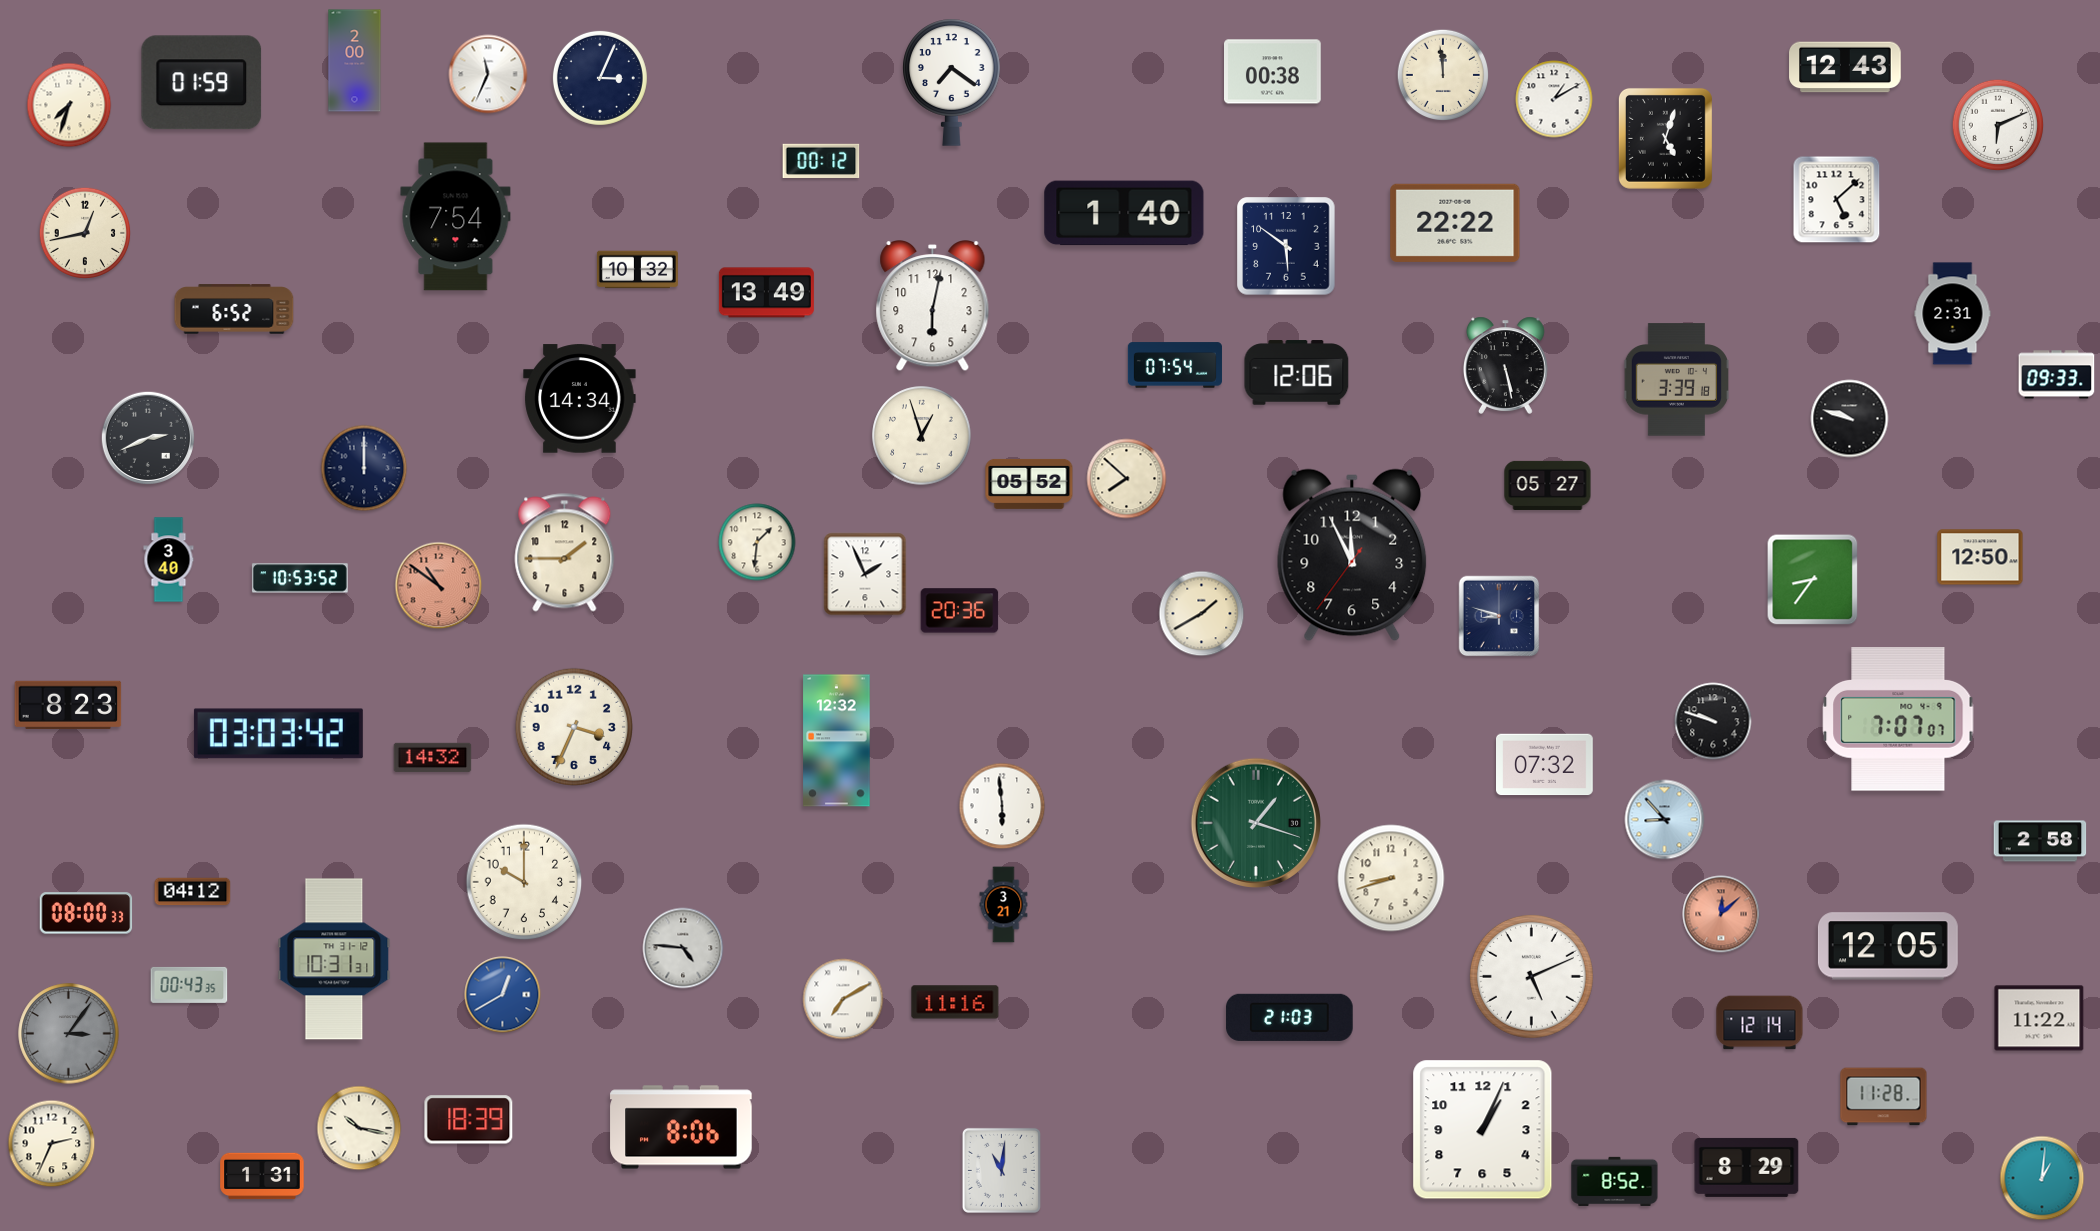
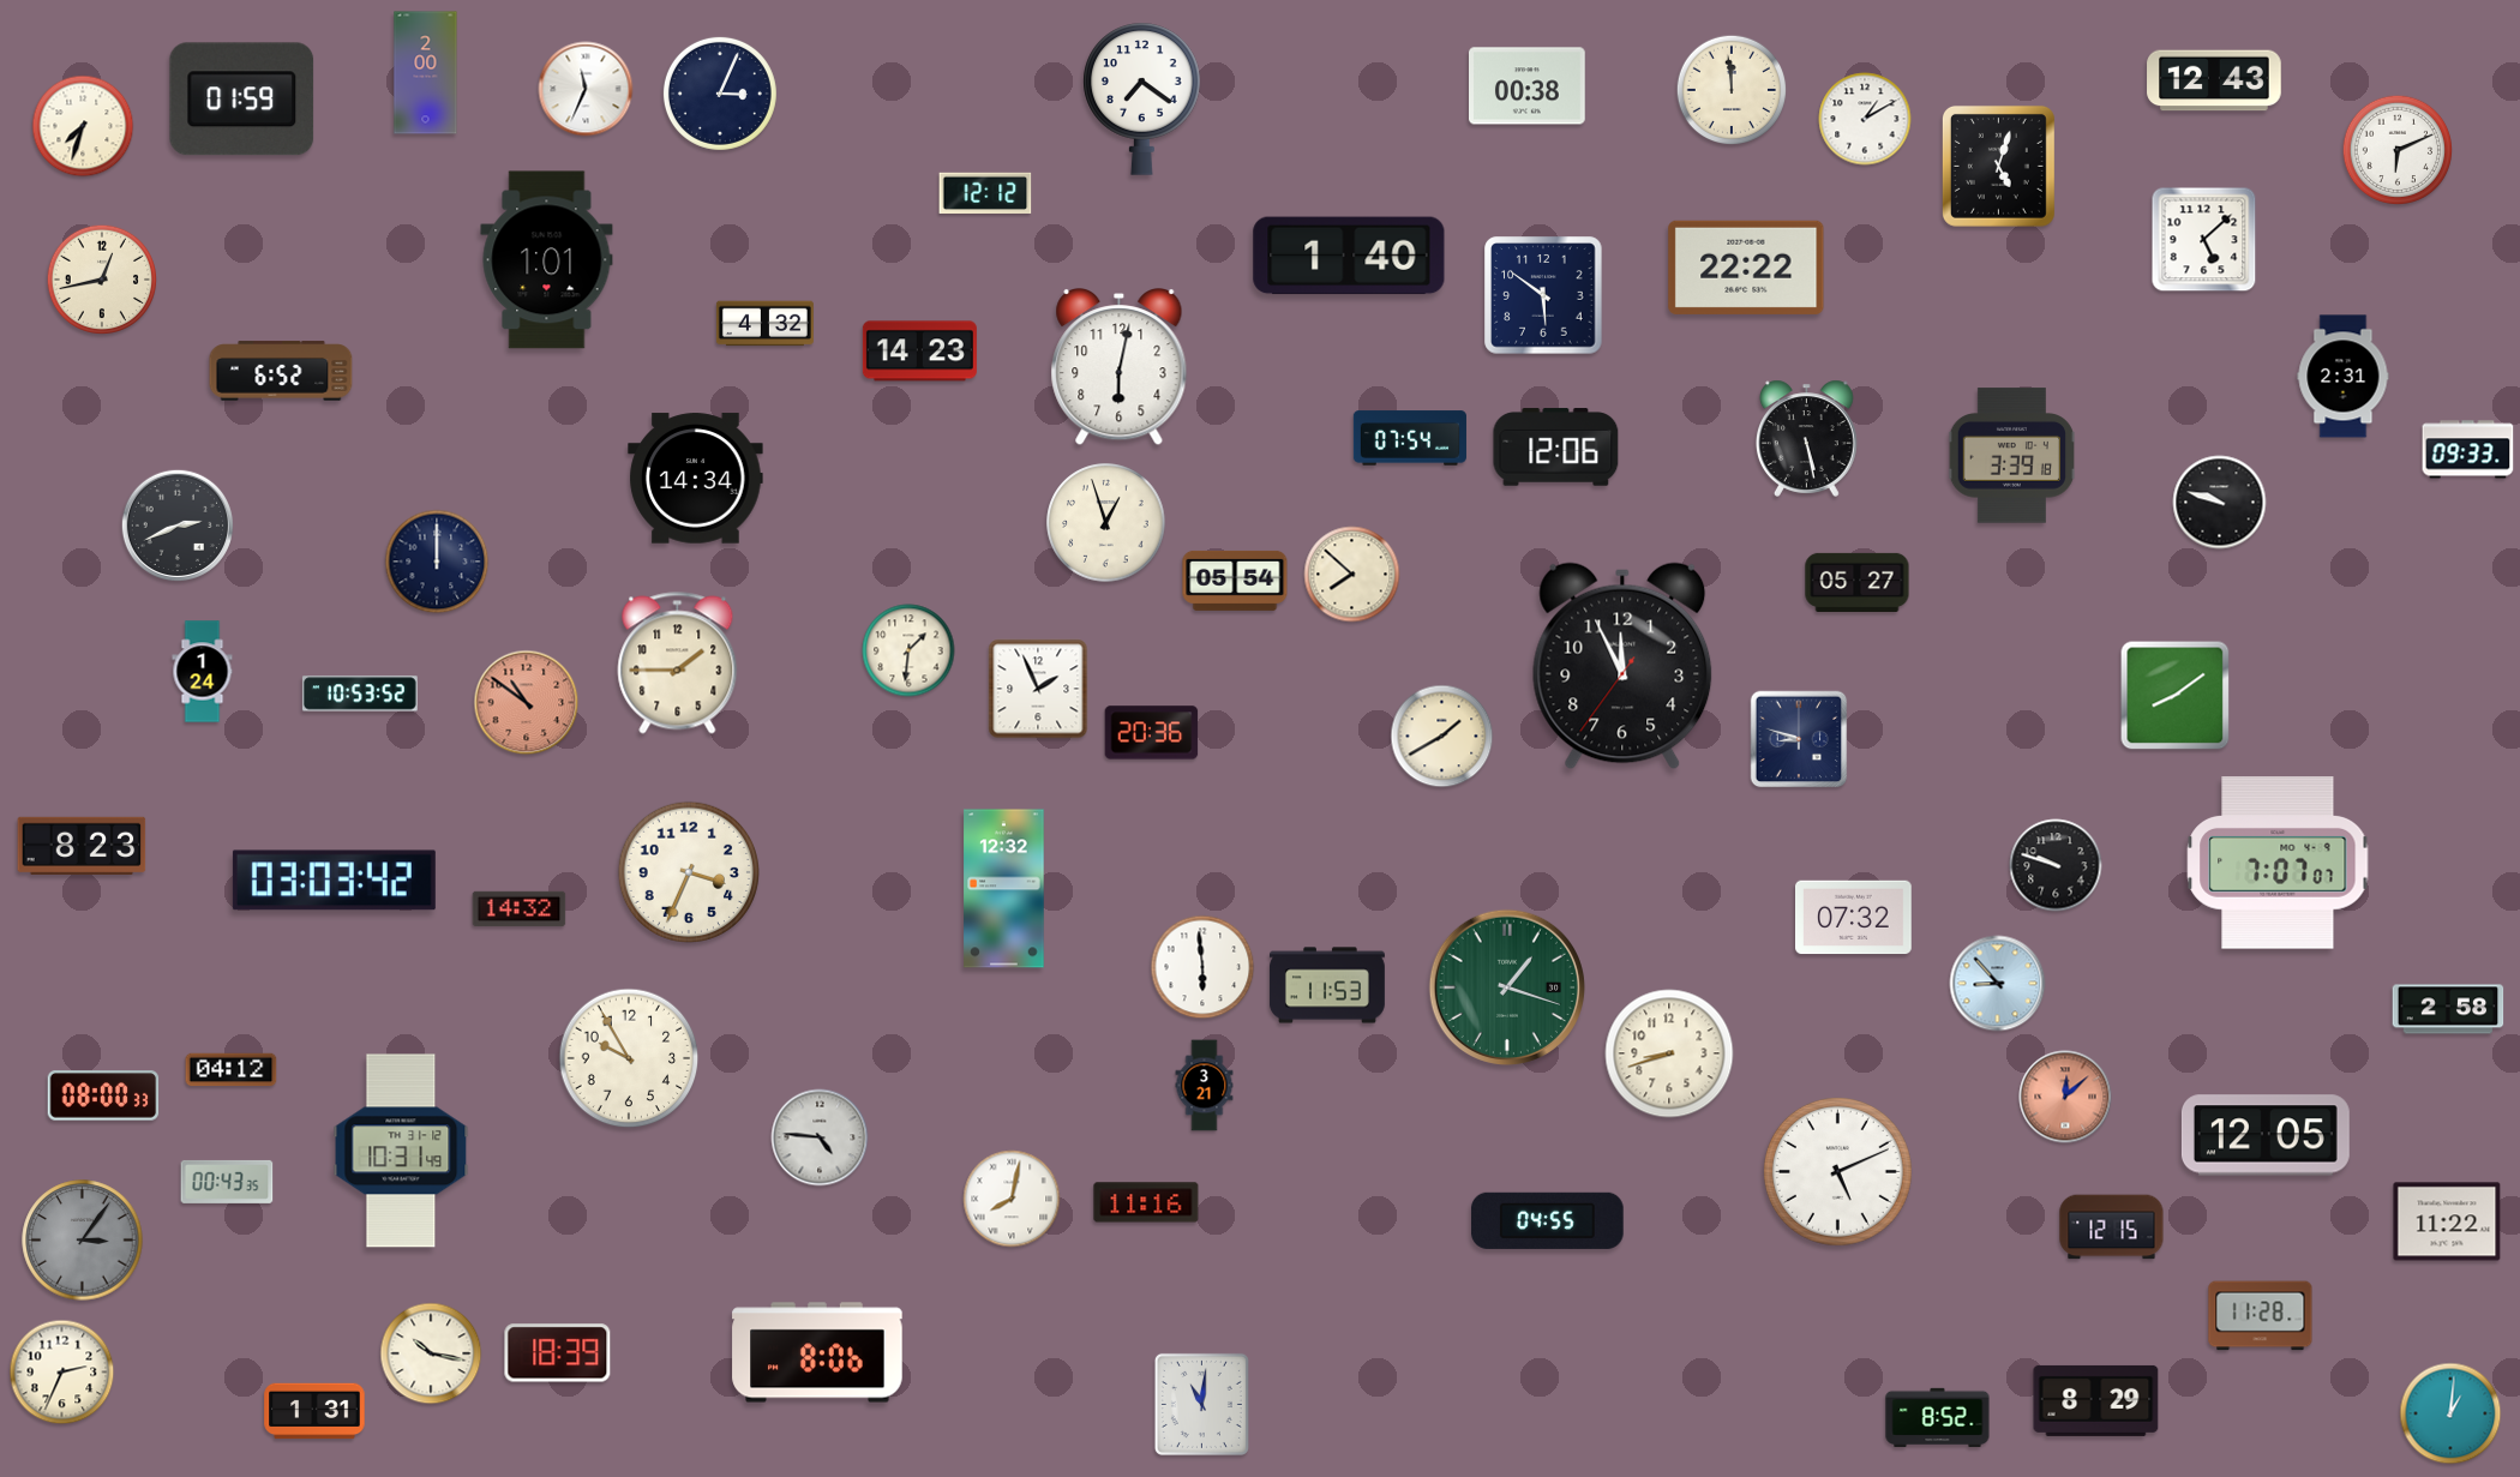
clock at (821, 160): 00:12 -> 12:12
clock at (456, 217): 7:54 -> 1:01
clock at (637, 270): 10:32 -> 4:32
clock at (766, 293): 13:49 -> 14:23
clock at (1029, 484): 05:52 -> 05:54
clock at (1980, 557): 12:50 -> none
clock at (169, 560): 3:40 -> 1:24
clock at (1813, 580): 8:36 -> 8:09
clock at (1327, 985): none -> 11:53
clock at (524, 882): 10:00 -> 9:55
clock at (334, 959): 10:31:31 -> 10:31:49
clock at (503, 995): 12:40 -> none
clock at (843, 999): 7:10 -> 8:02
clock at (1290, 1017): 21:03 -> 04:55
clock at (1760, 1023): 12:14 -> 12:15
clock at (469, 1120) position: (469, 1120) -> (558, 1353)
clock at (1483, 1130): 1:04 -> none
